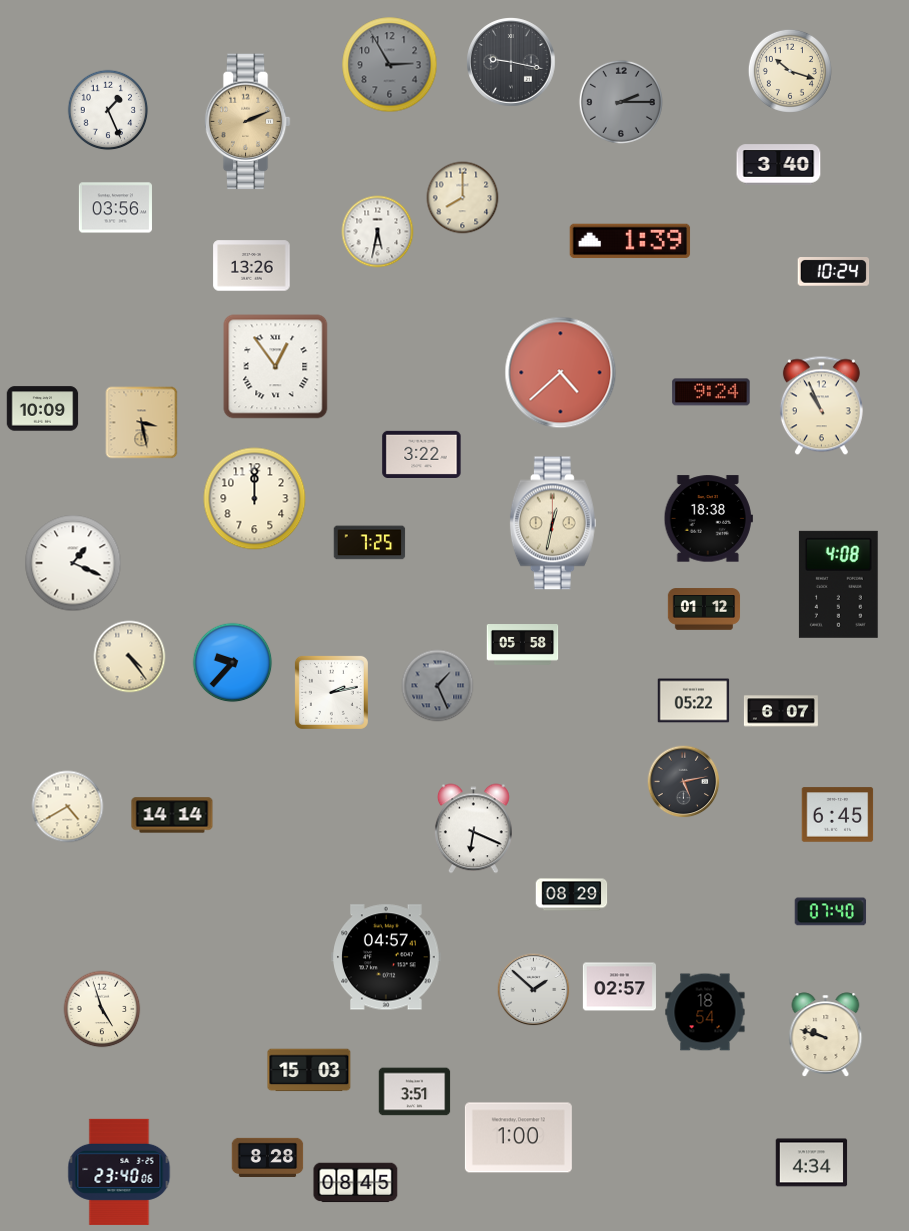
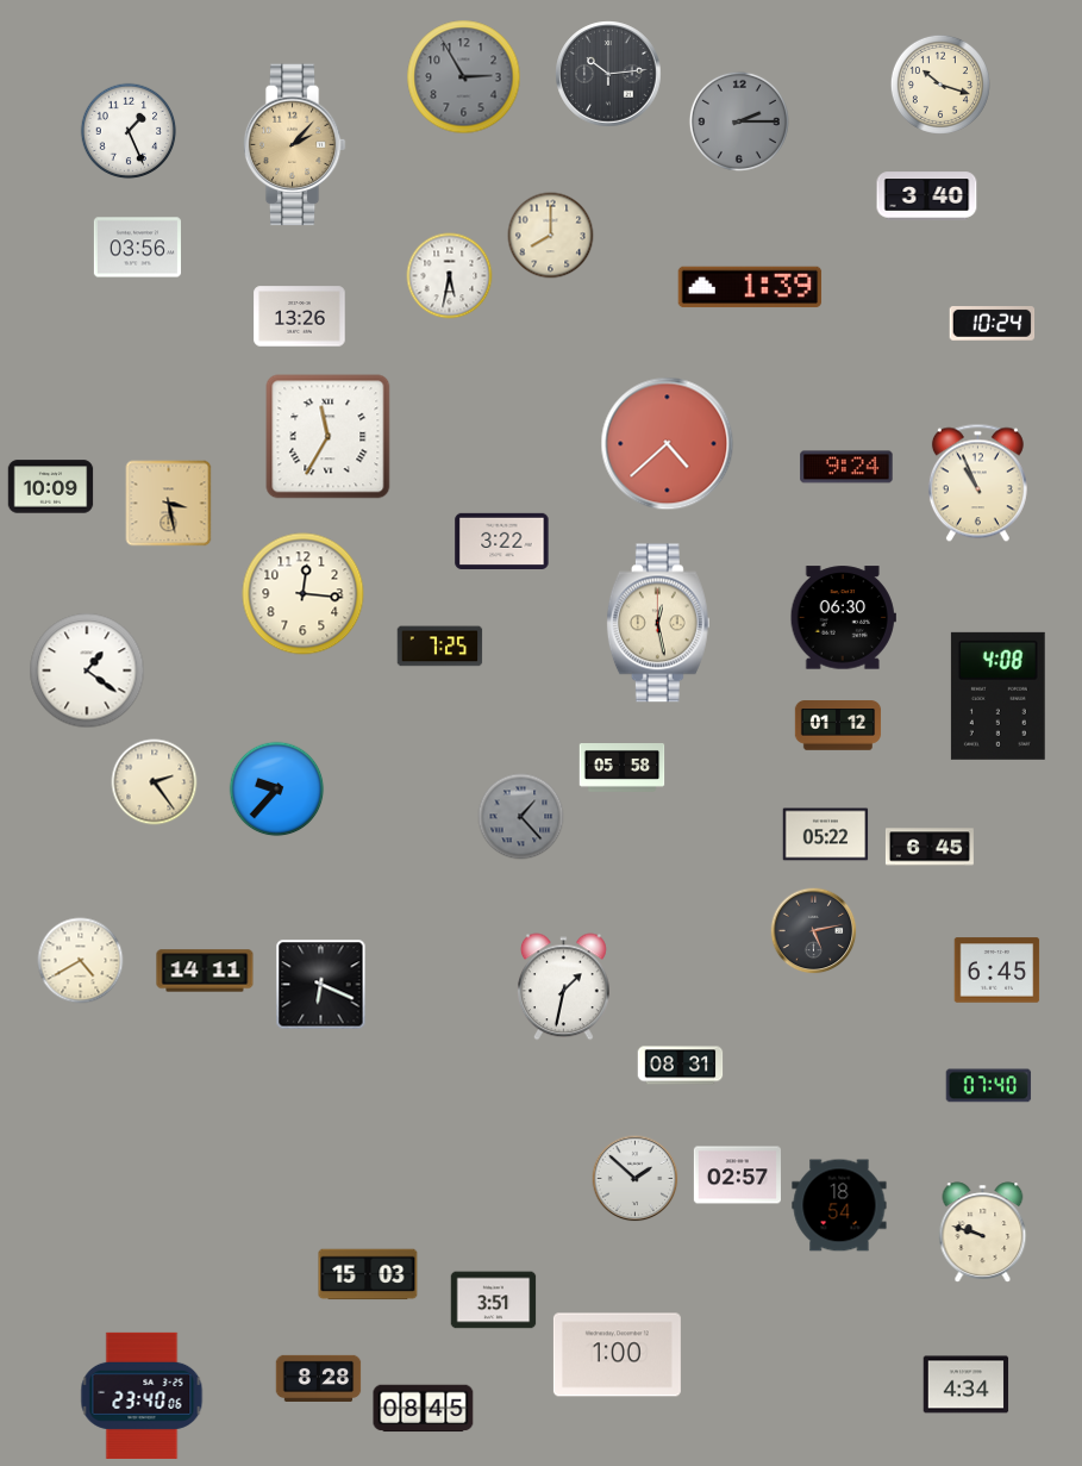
clock at (511, 62): 9:17 -> 10:14
clock at (247, 122): 2:11 -> 2:07
clock at (276, 367): 12:54 -> 11:35
clock at (255, 499): 12:00 -> 12:16
clock at (708, 519): 18:38 -> 06:30
clock at (553, 523): 12:32 -> 12:28
clock at (73, 563): 1:19 -> 1:21
clock at (130, 657): 4:24 -> 2:24
clock at (438, 686): 1:26 -> 1:23
clock at (331, 692): 2:13 -> none
clock at (781, 711): 6:07 -> 6:45
clock at (172, 815): 14:14 -> 14:11
clock at (321, 985): none -> 6:19
clock at (474, 829): 6:19 -> 1:32
clock at (572, 895): 08:29 -> 08:31
clock at (386, 957): 04:57 -> none
clock at (102, 1009): 4:57 -> none
